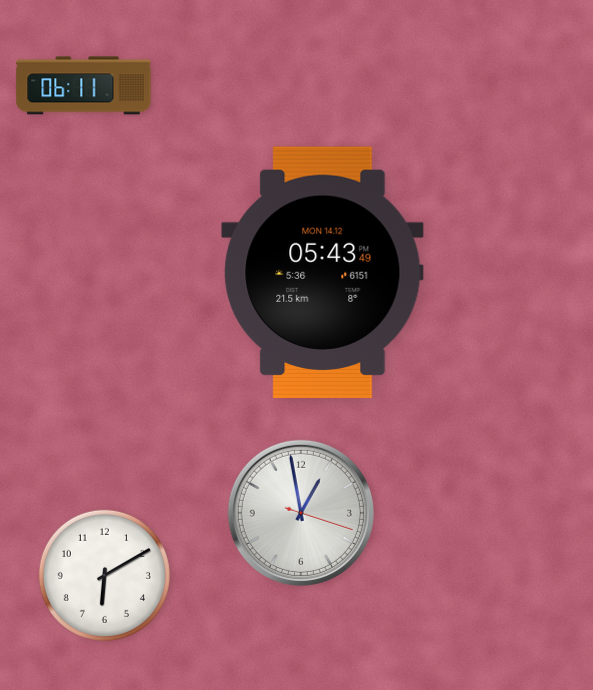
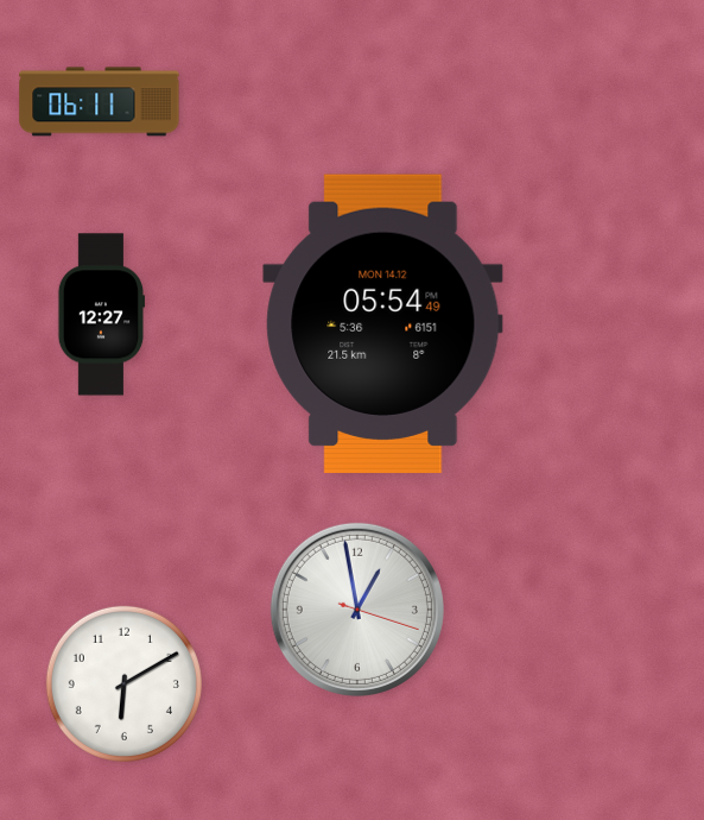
clock at (101, 315): none -> 12:27
clock at (323, 272): 05:43 -> 05:54
